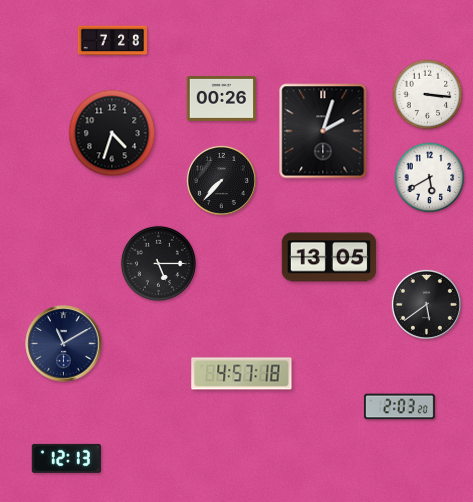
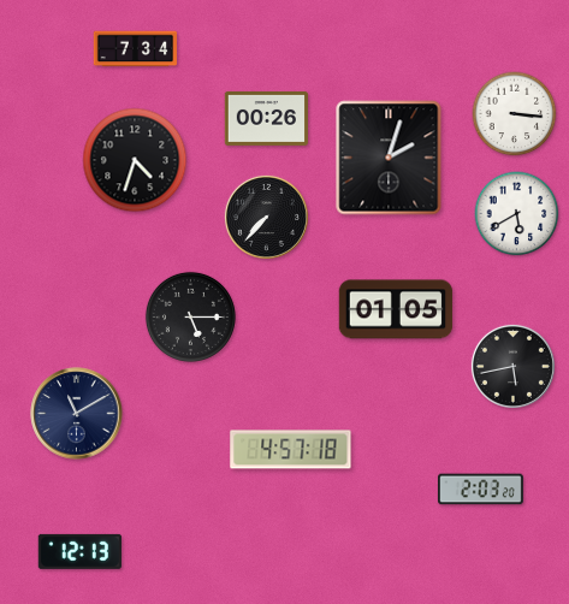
clock at (112, 41): 7:28 -> 7:34
clock at (329, 257): 13:05 -> 01:05
clock at (426, 304): 5:39 -> 5:43
